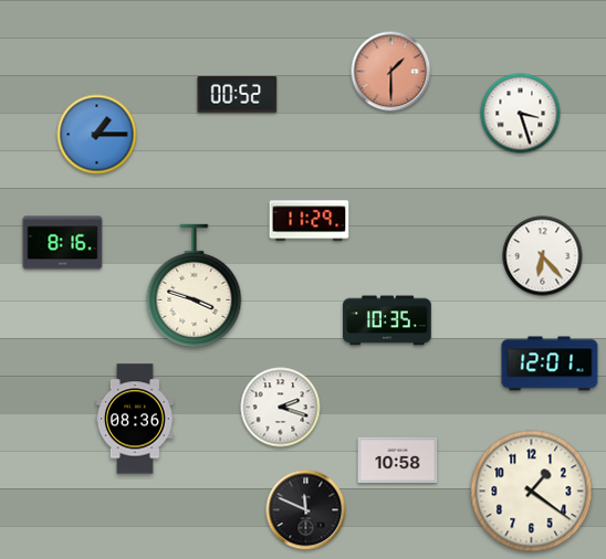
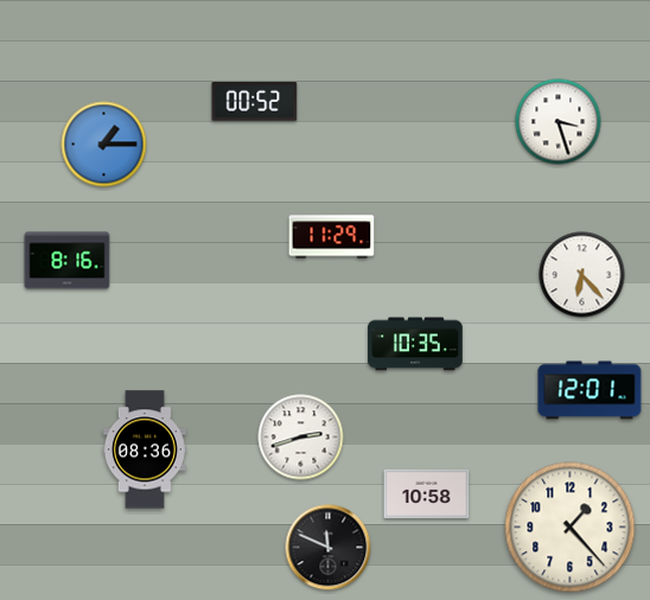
clock at (391, 72): 1:30 -> none
clock at (195, 286): 3:48 -> none
clock at (281, 408): 2:18 -> 2:42
clock at (532, 492): 1:21 -> 1:23
